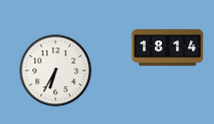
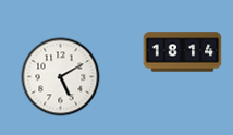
clock at (56, 71): 6:35 -> 5:10
